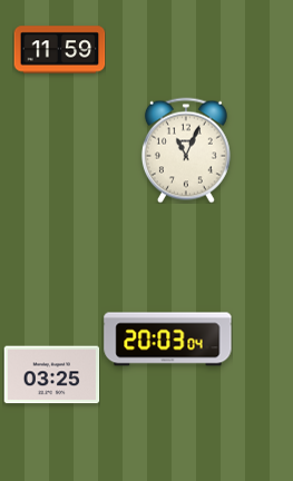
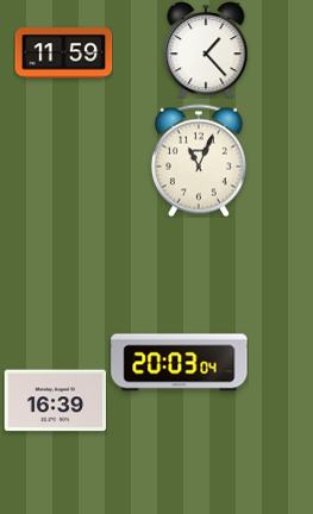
clock at (206, 50): none -> 1:23
clock at (51, 375): 03:25 -> 16:39
